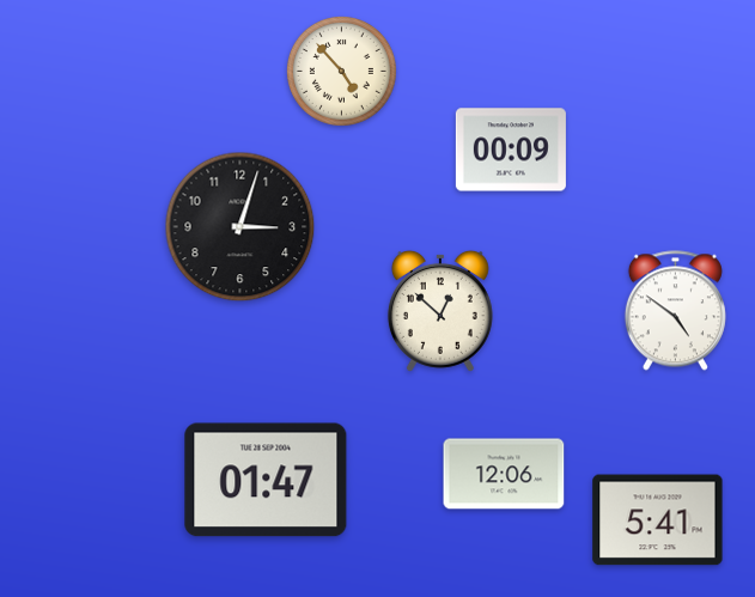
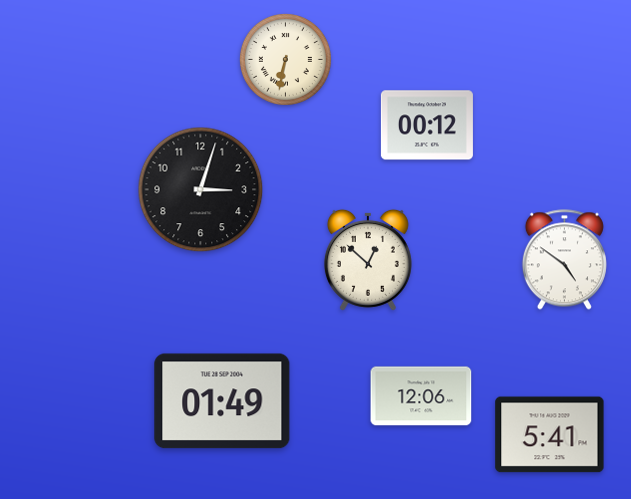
clock at (341, 71): 4:53 -> 6:32
clock at (511, 150): 00:09 -> 00:12
clock at (266, 480): 01:47 -> 01:49
